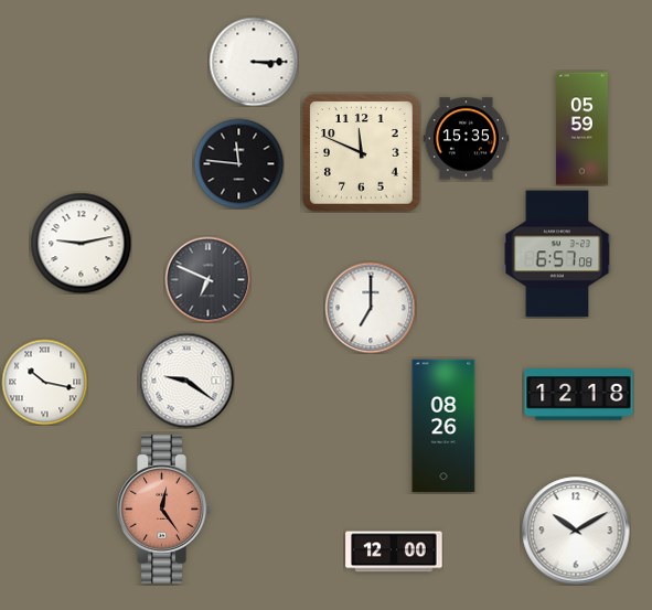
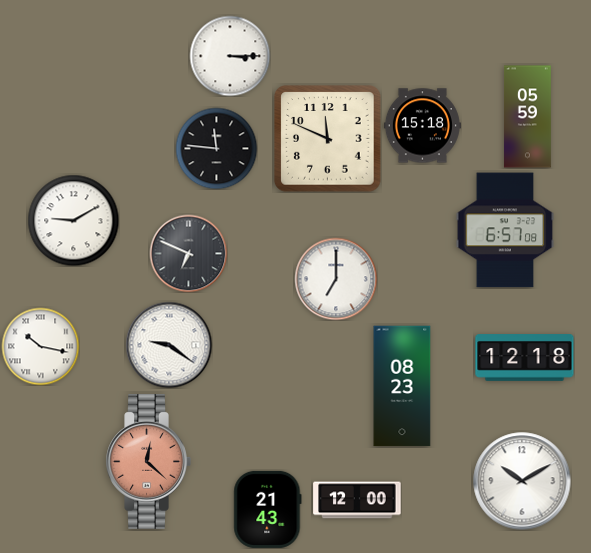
clock at (466, 139): 15:35 -> 15:18
clock at (81, 243): 9:13 -> 9:10
clock at (443, 426): 08:26 -> 08:23
clock at (163, 509): 12:24 -> 12:22
clock at (268, 509): none -> 21:43
